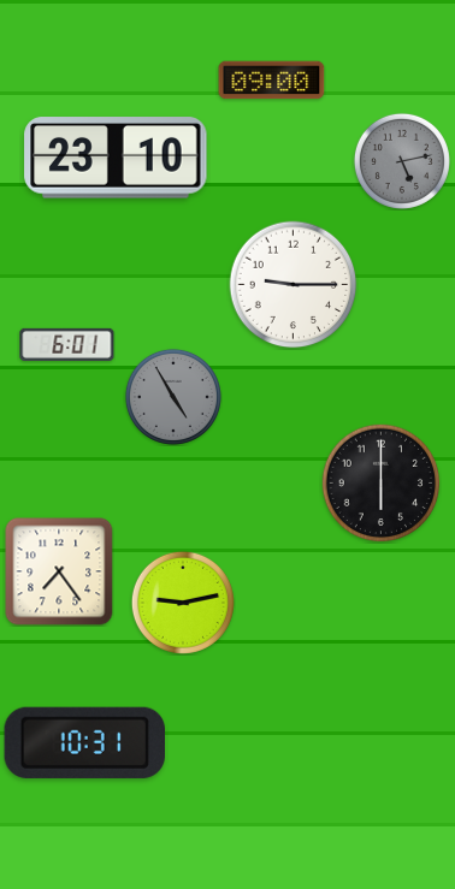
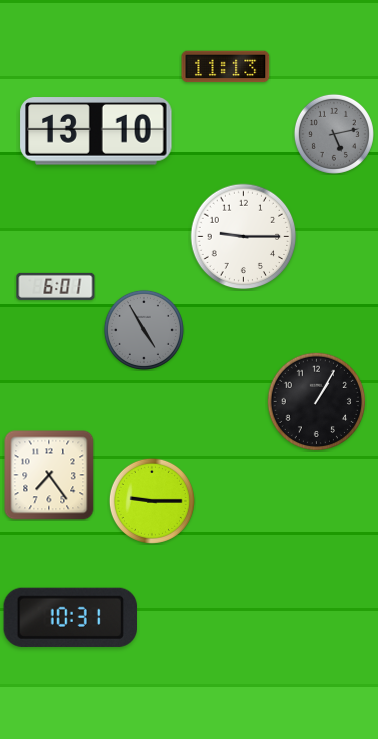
clock at (272, 81): 09:00 -> 11:13
clock at (116, 158): 23:10 -> 13:10
clock at (382, 484): 6:00 -> 1:05
clock at (183, 603): 9:13 -> 9:15
